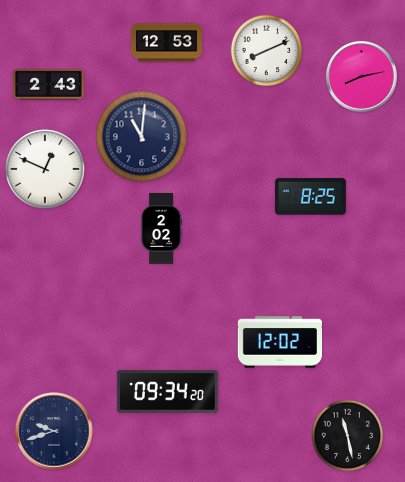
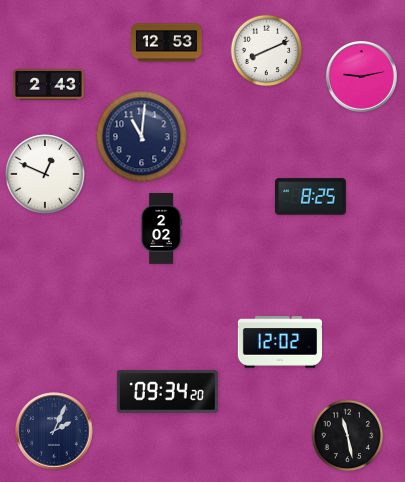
clock at (362, 77): 8:13 -> 9:13
clock at (45, 169) position: (45, 169) -> (45, 174)
clock at (54, 431): 9:42 -> 2:04
